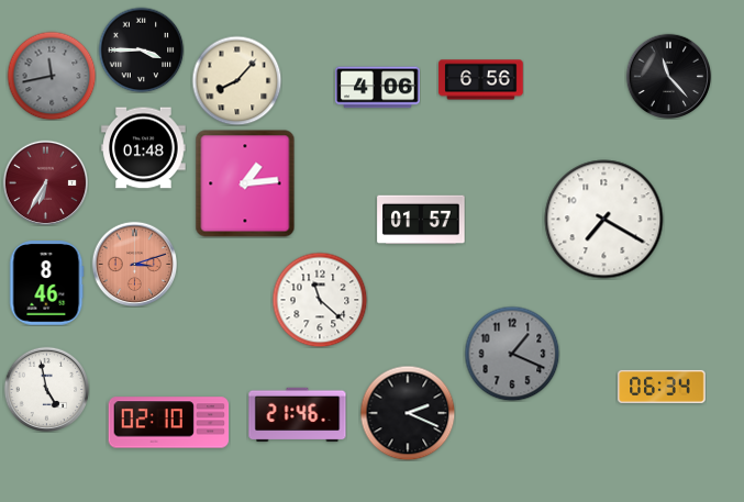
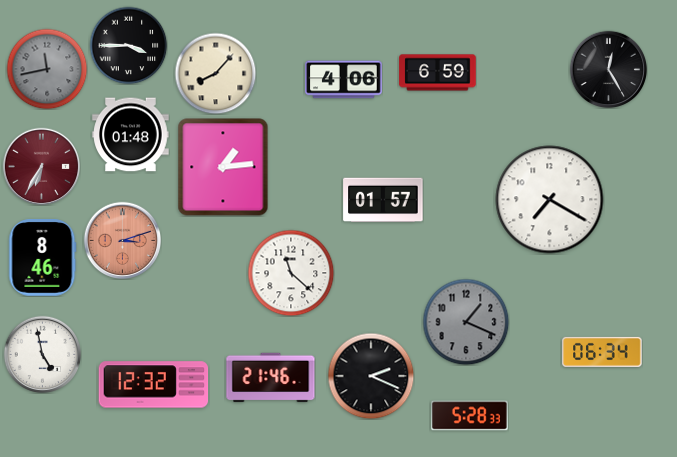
clock at (668, 76): 11:23 -> 12:25
clock at (481, 80): 6:56 -> 6:59
clock at (169, 423): 02:10 -> 12:32
clock at (470, 416): none -> 5:28
